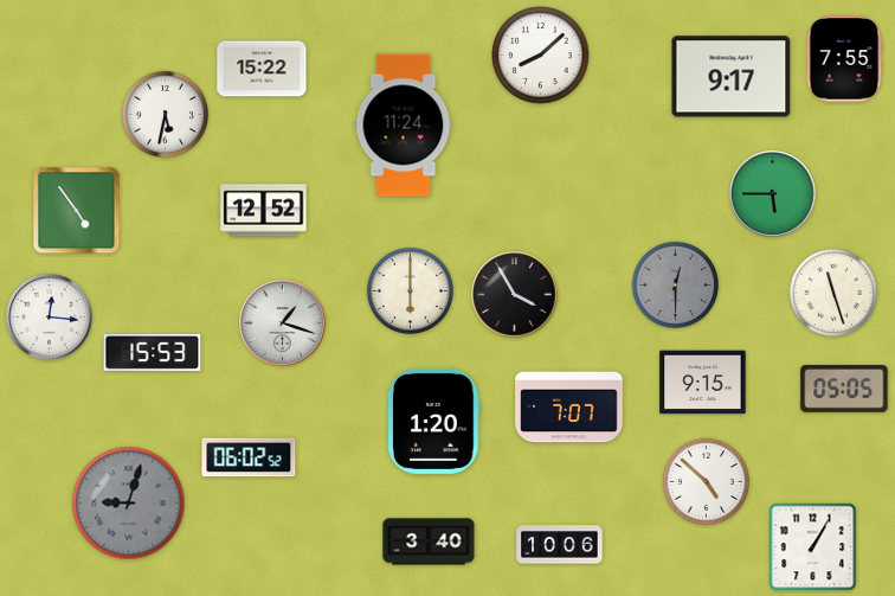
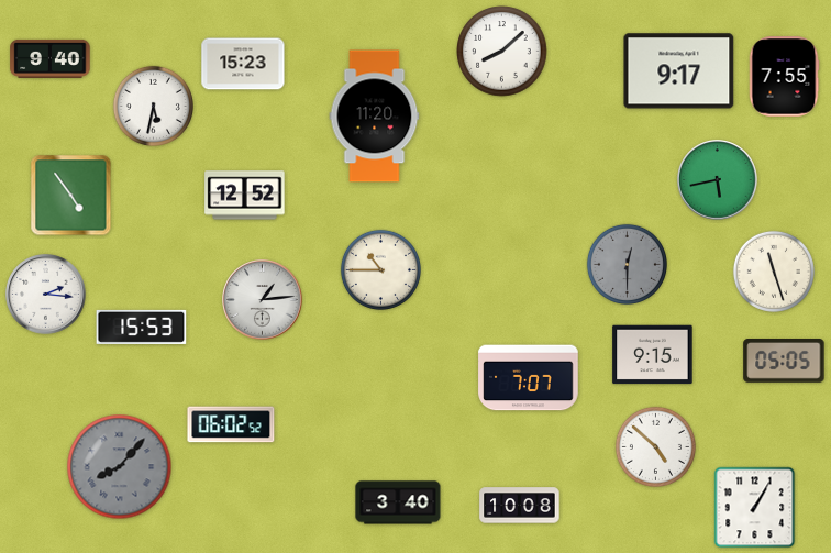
clock at (844, 59) position: (844, 59) -> (784, 77)
clock at (51, 58): none -> 9:40
clock at (262, 69): 15:22 -> 15:23
clock at (404, 126): 11:24 -> 11:20
clock at (773, 194): 5:45 -> 5:43
clock at (410, 290): 6:00 -> 10:45
clock at (515, 295): 3:55 -> none
clock at (50, 318): 12:16 -> 2:16
clock at (283, 323): 1:18 -> 1:14
clock at (434, 421): 1:20 -> none
clock at (129, 504): 9:03 -> 8:07
clock at (560, 545): 10:06 -> 10:08
